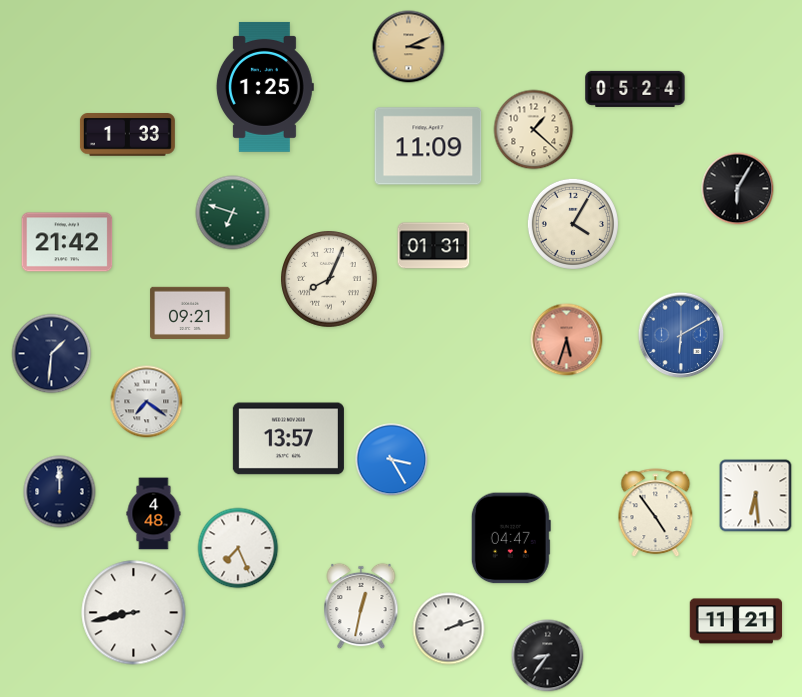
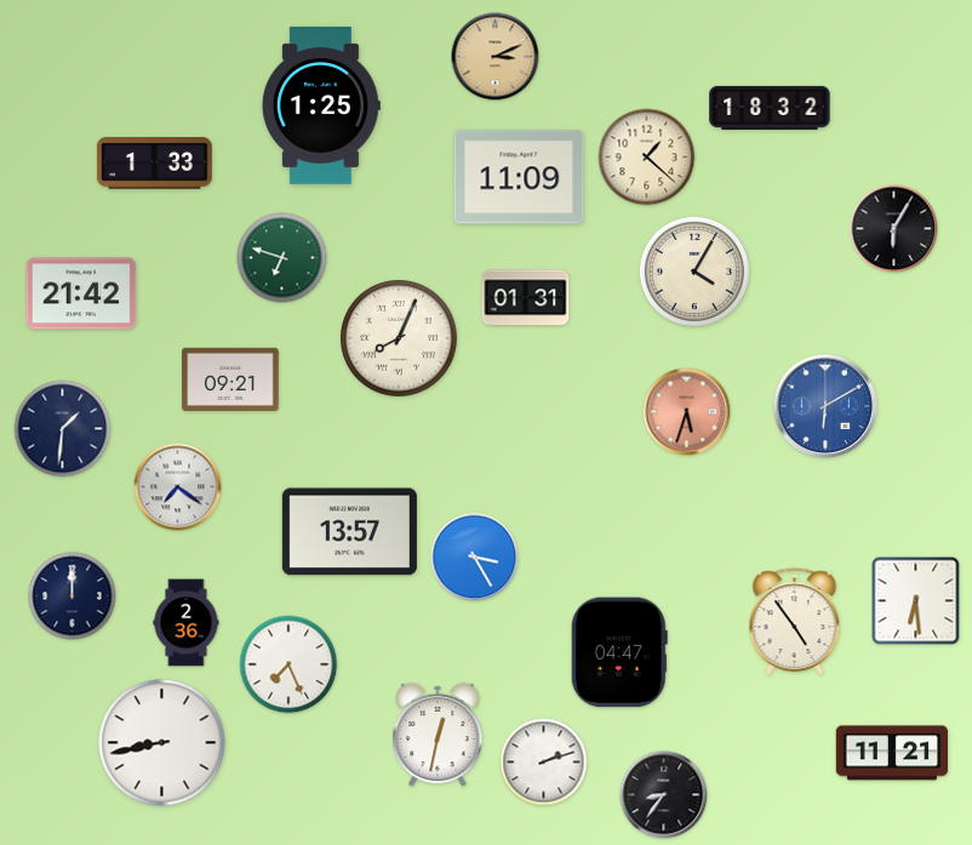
clock at (635, 89): 05:24 -> 18:32
clock at (154, 514): 4:48 -> 2:36
